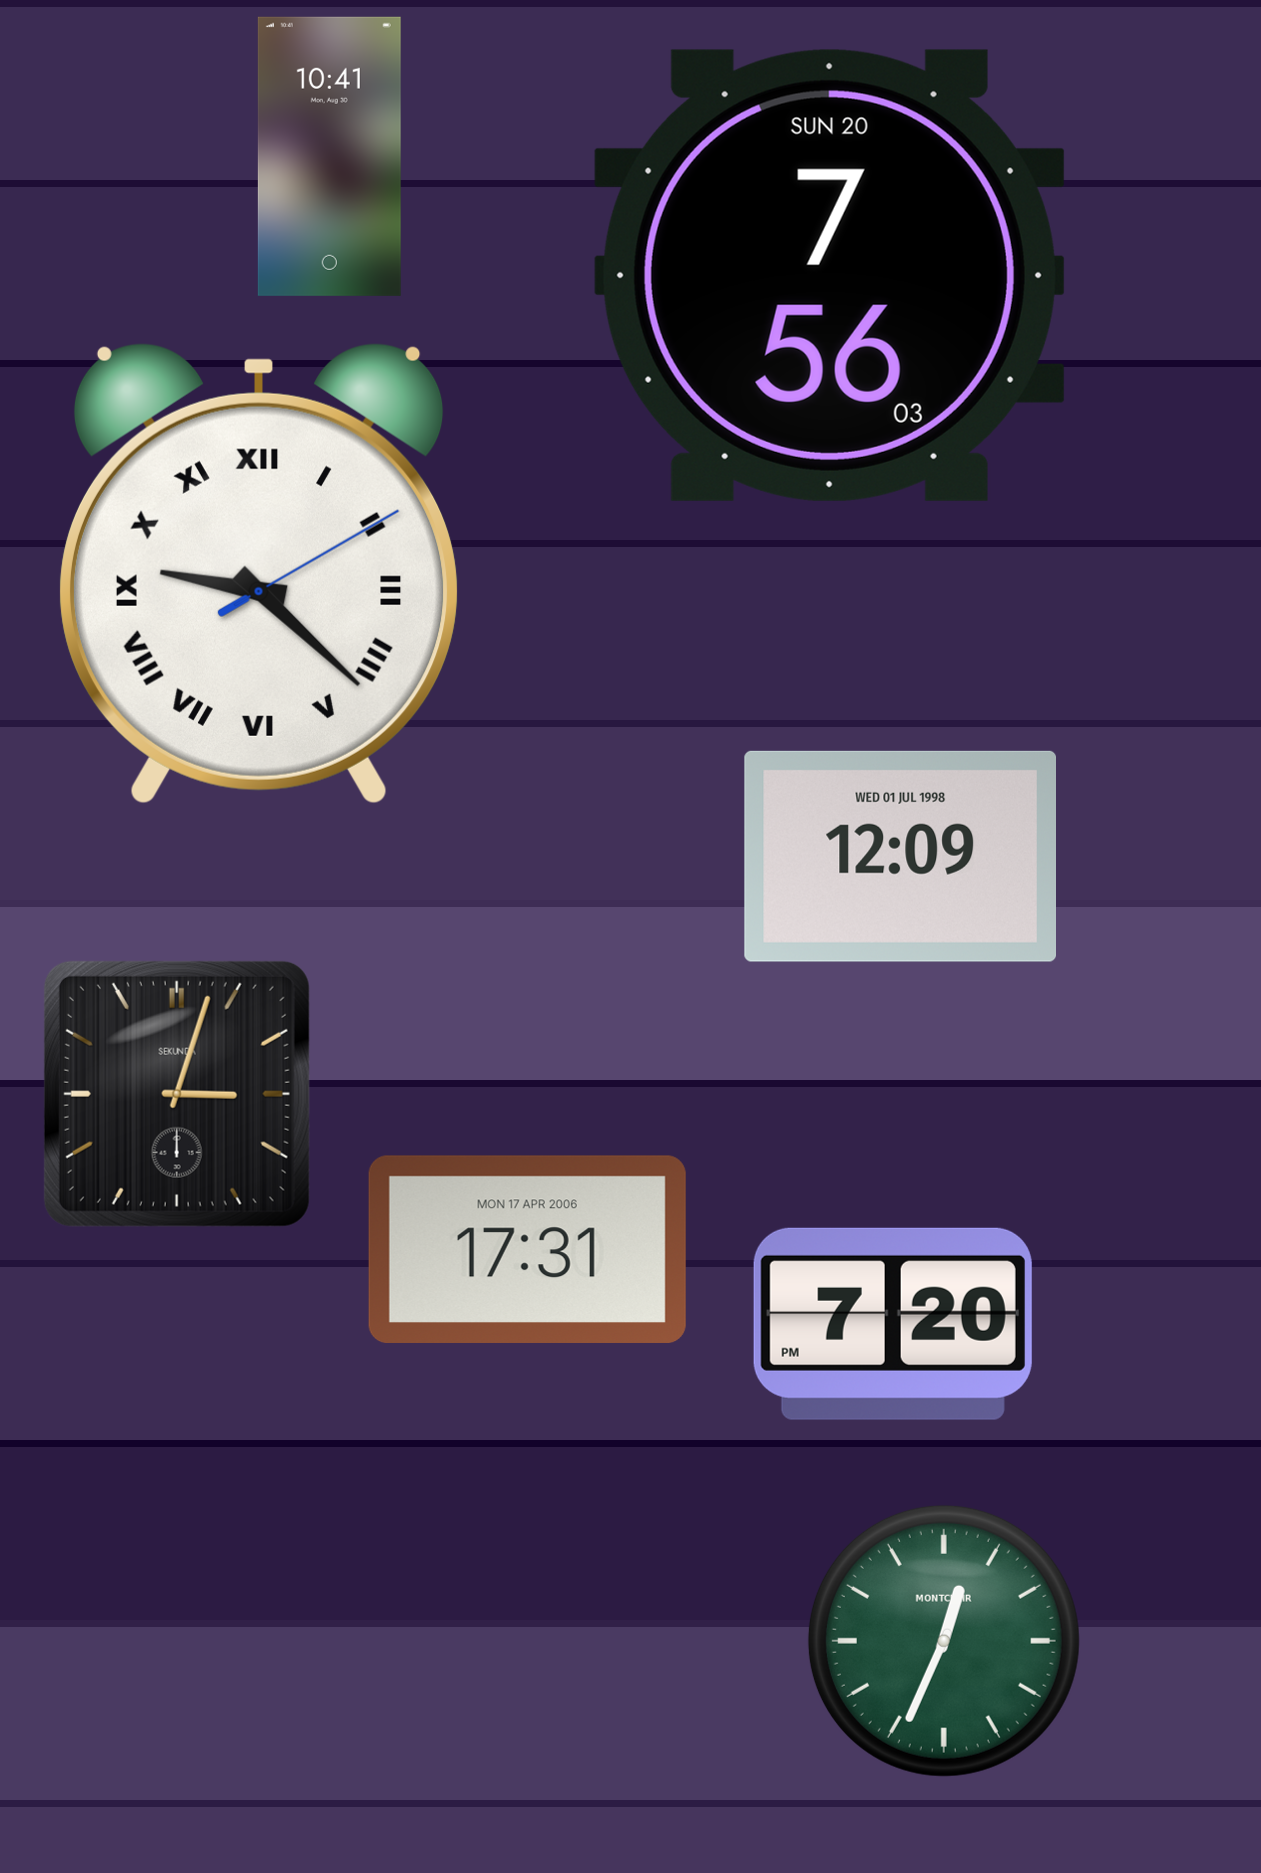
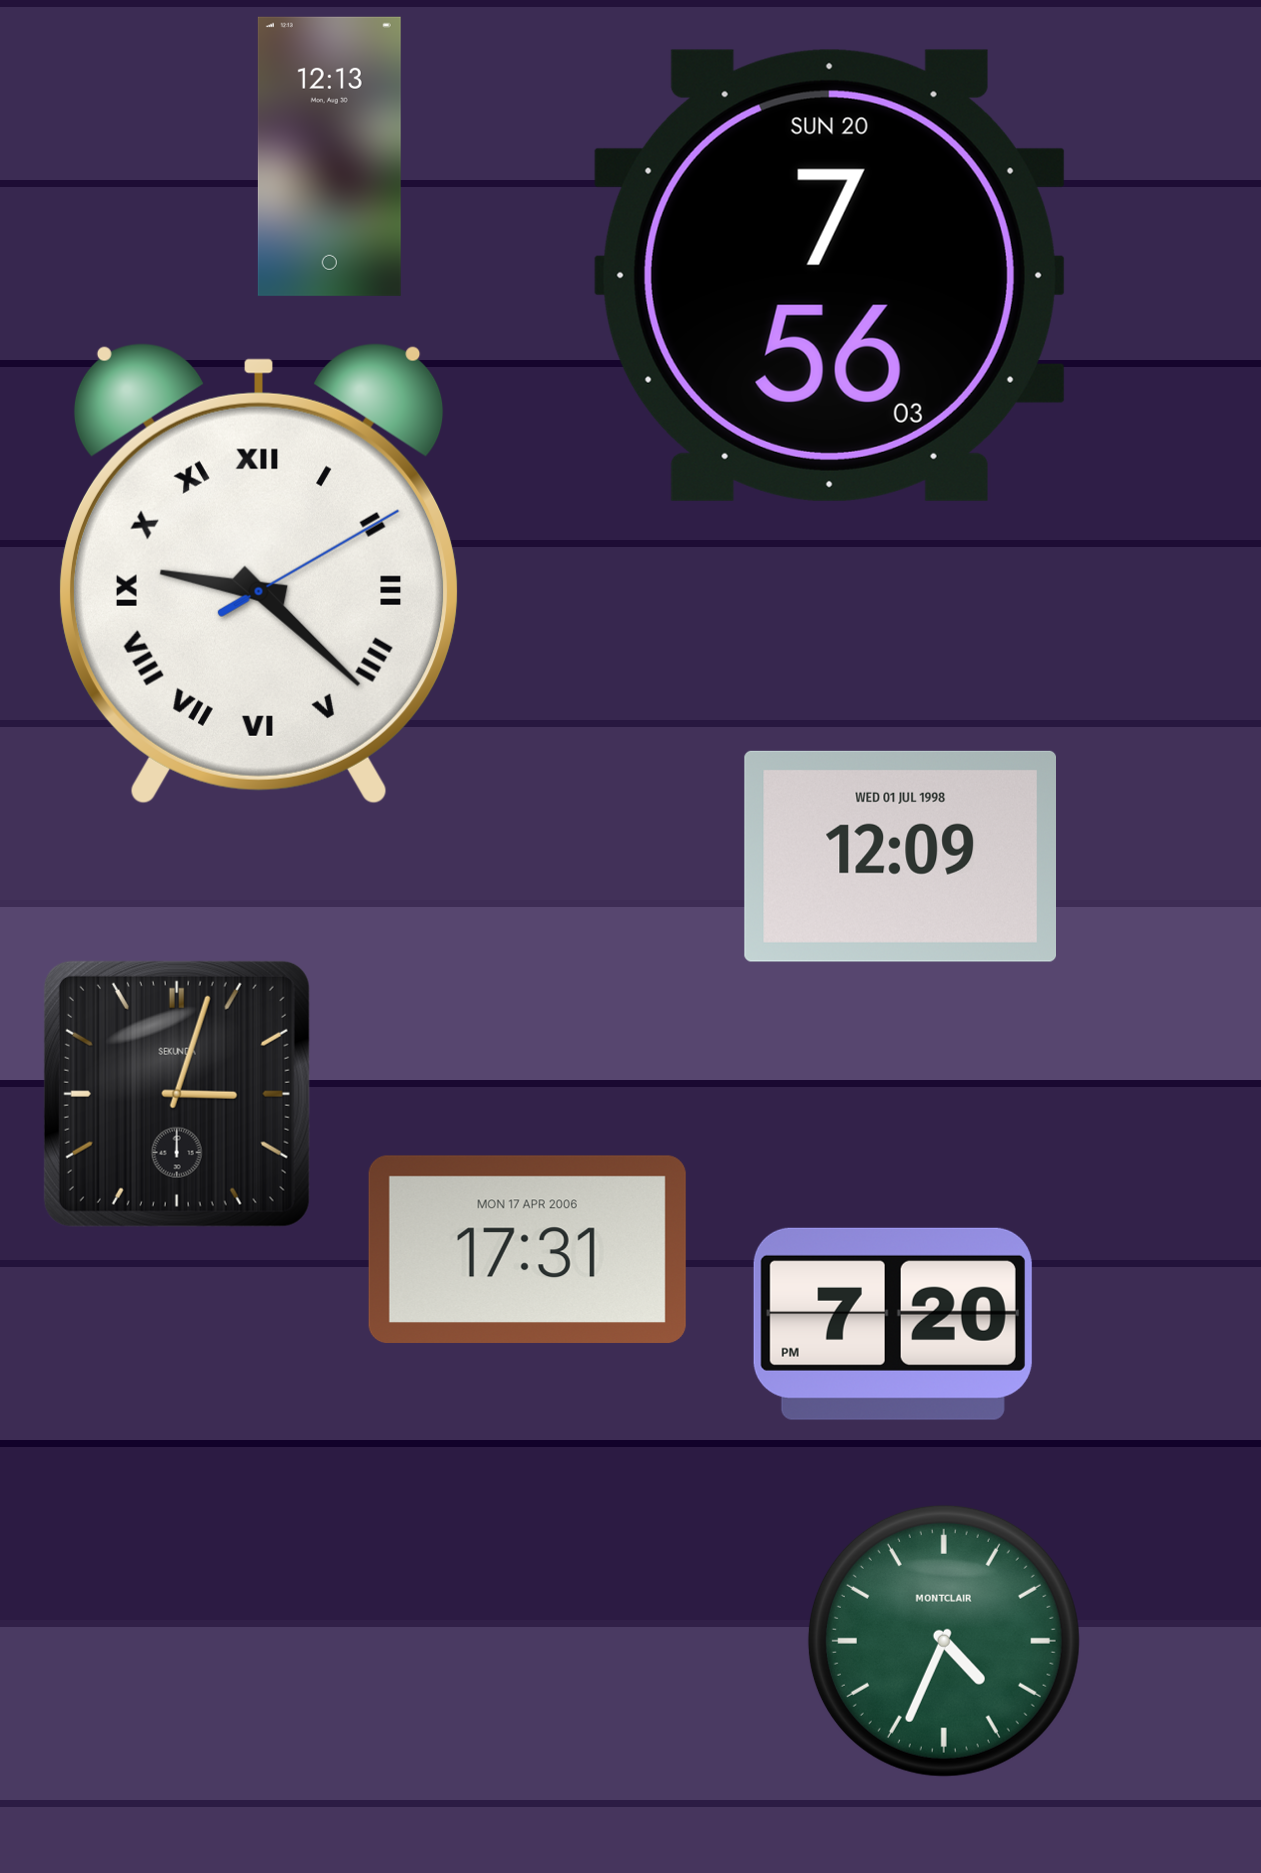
clock at (329, 156): 10:41 -> 12:13
clock at (944, 1641): 12:34 -> 4:34
